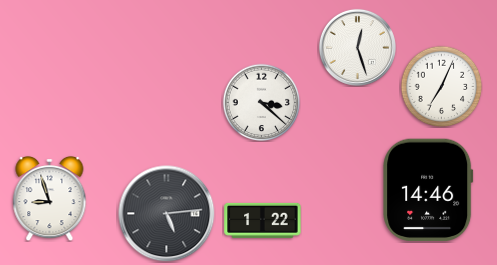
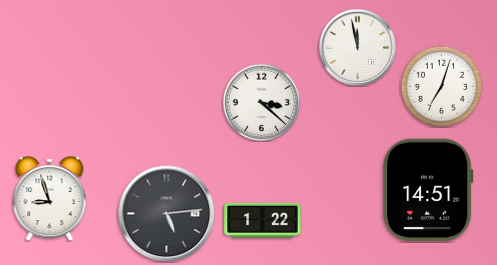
clock at (357, 47): 12:27 -> 11:58
clock at (441, 86): 7:04 -> 7:03
clock at (428, 190): 14:46 -> 14:51
